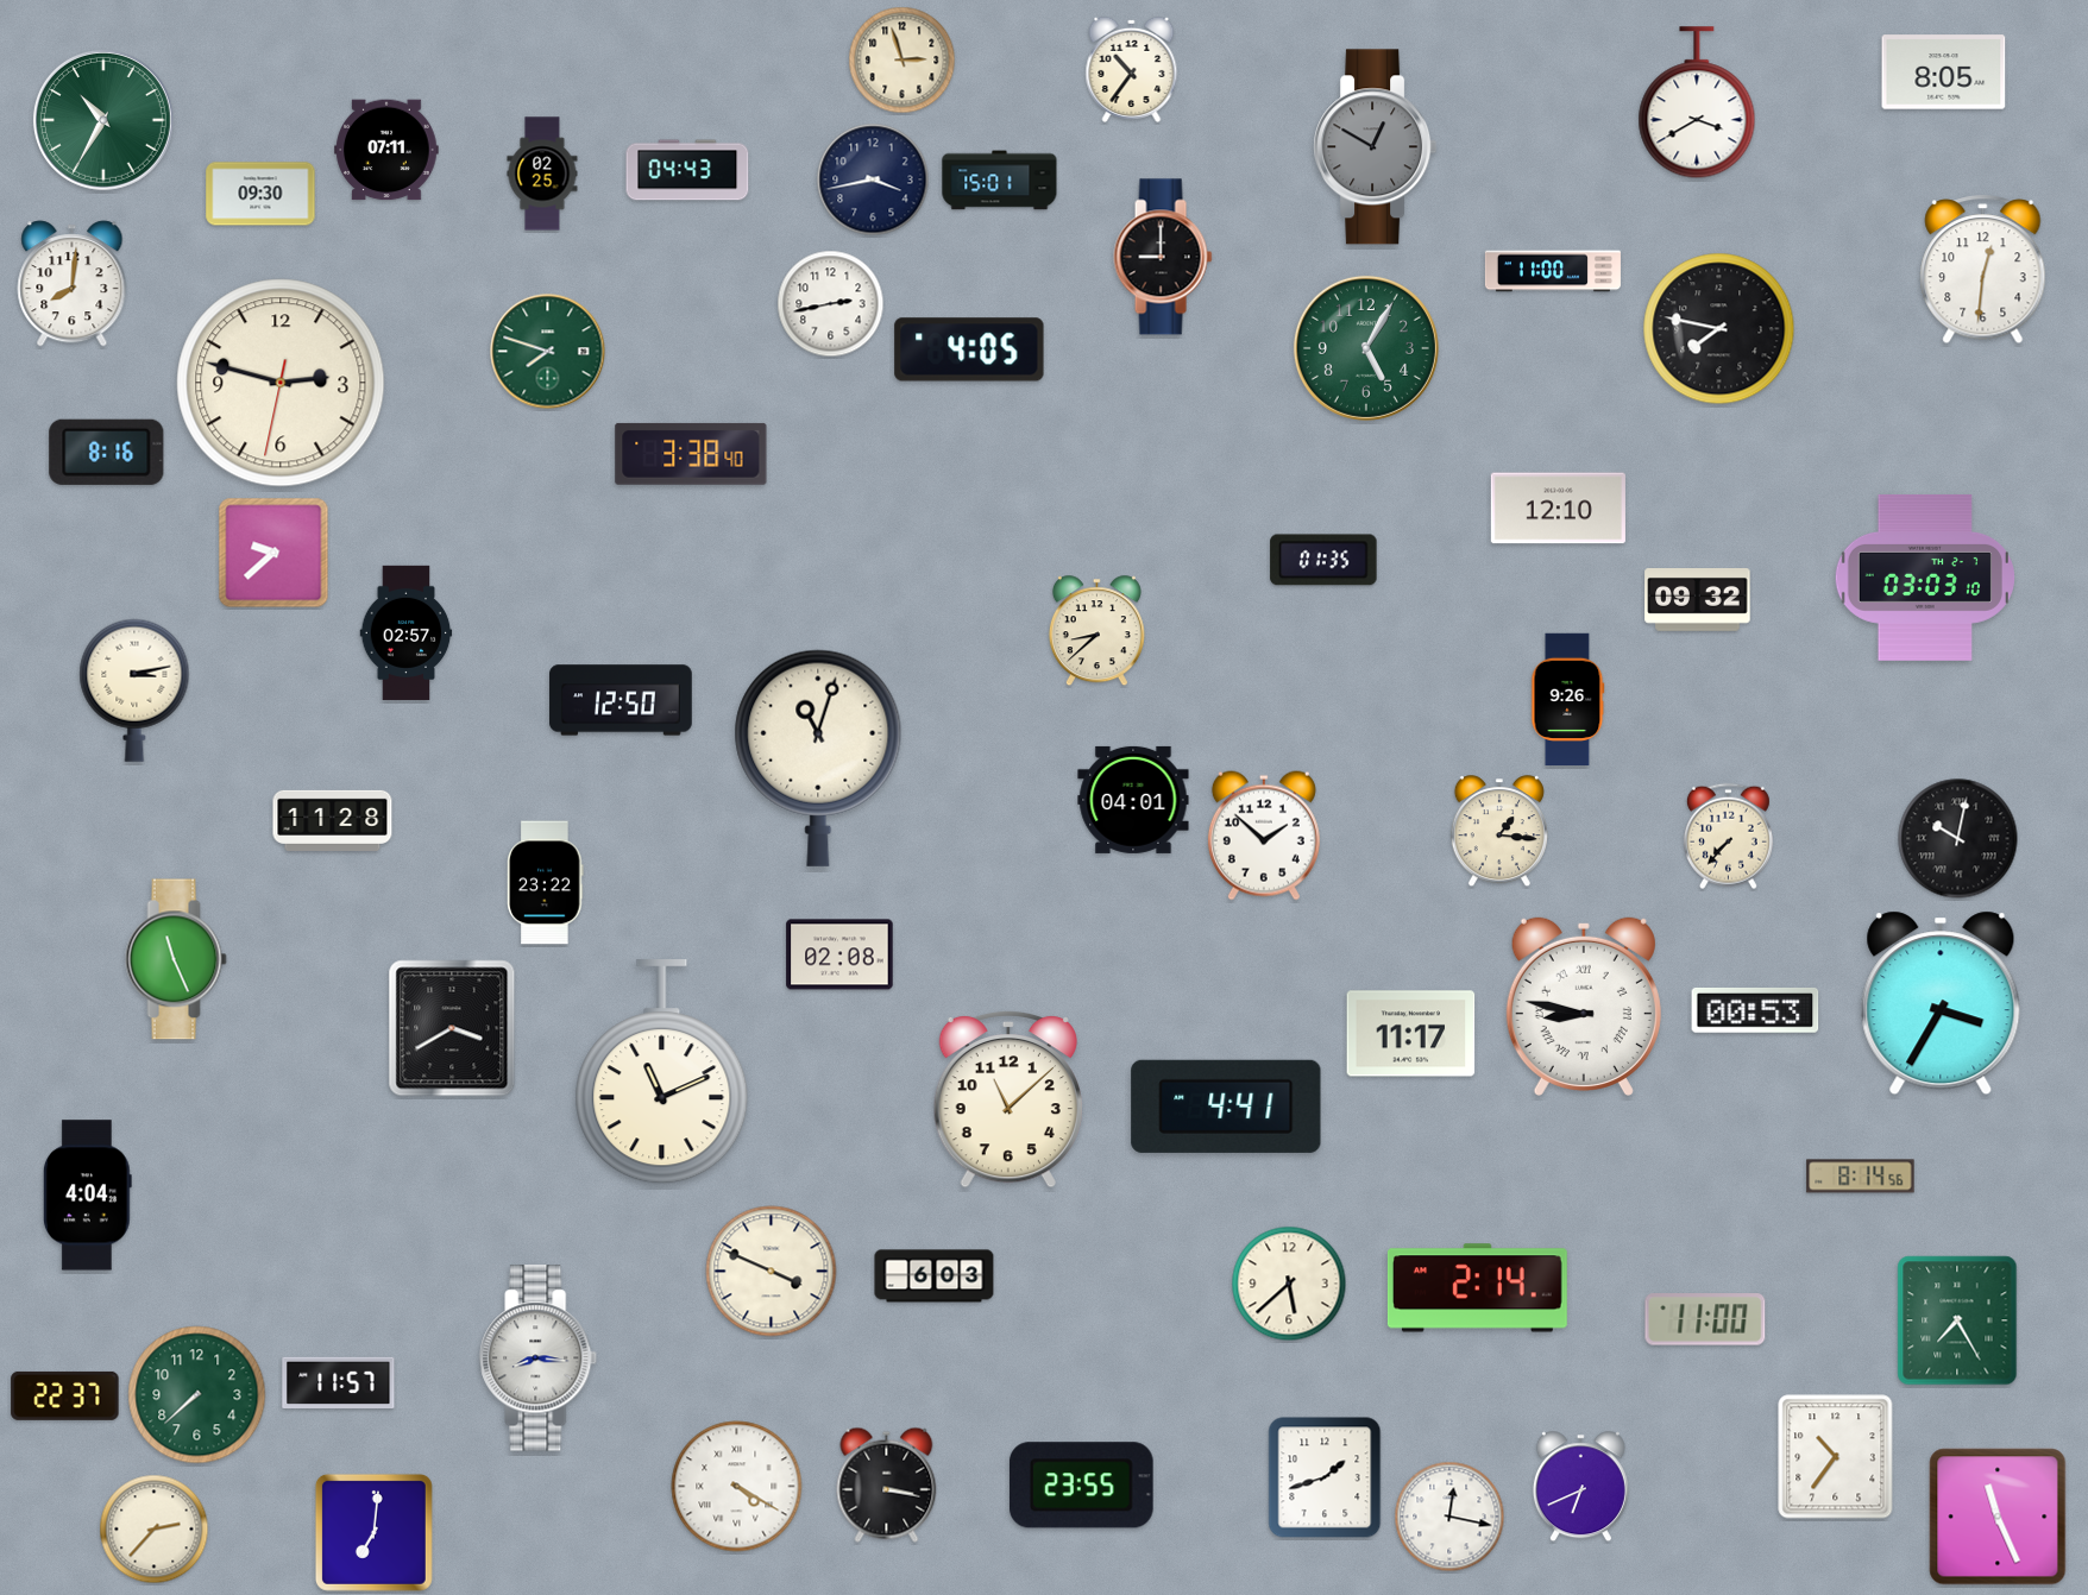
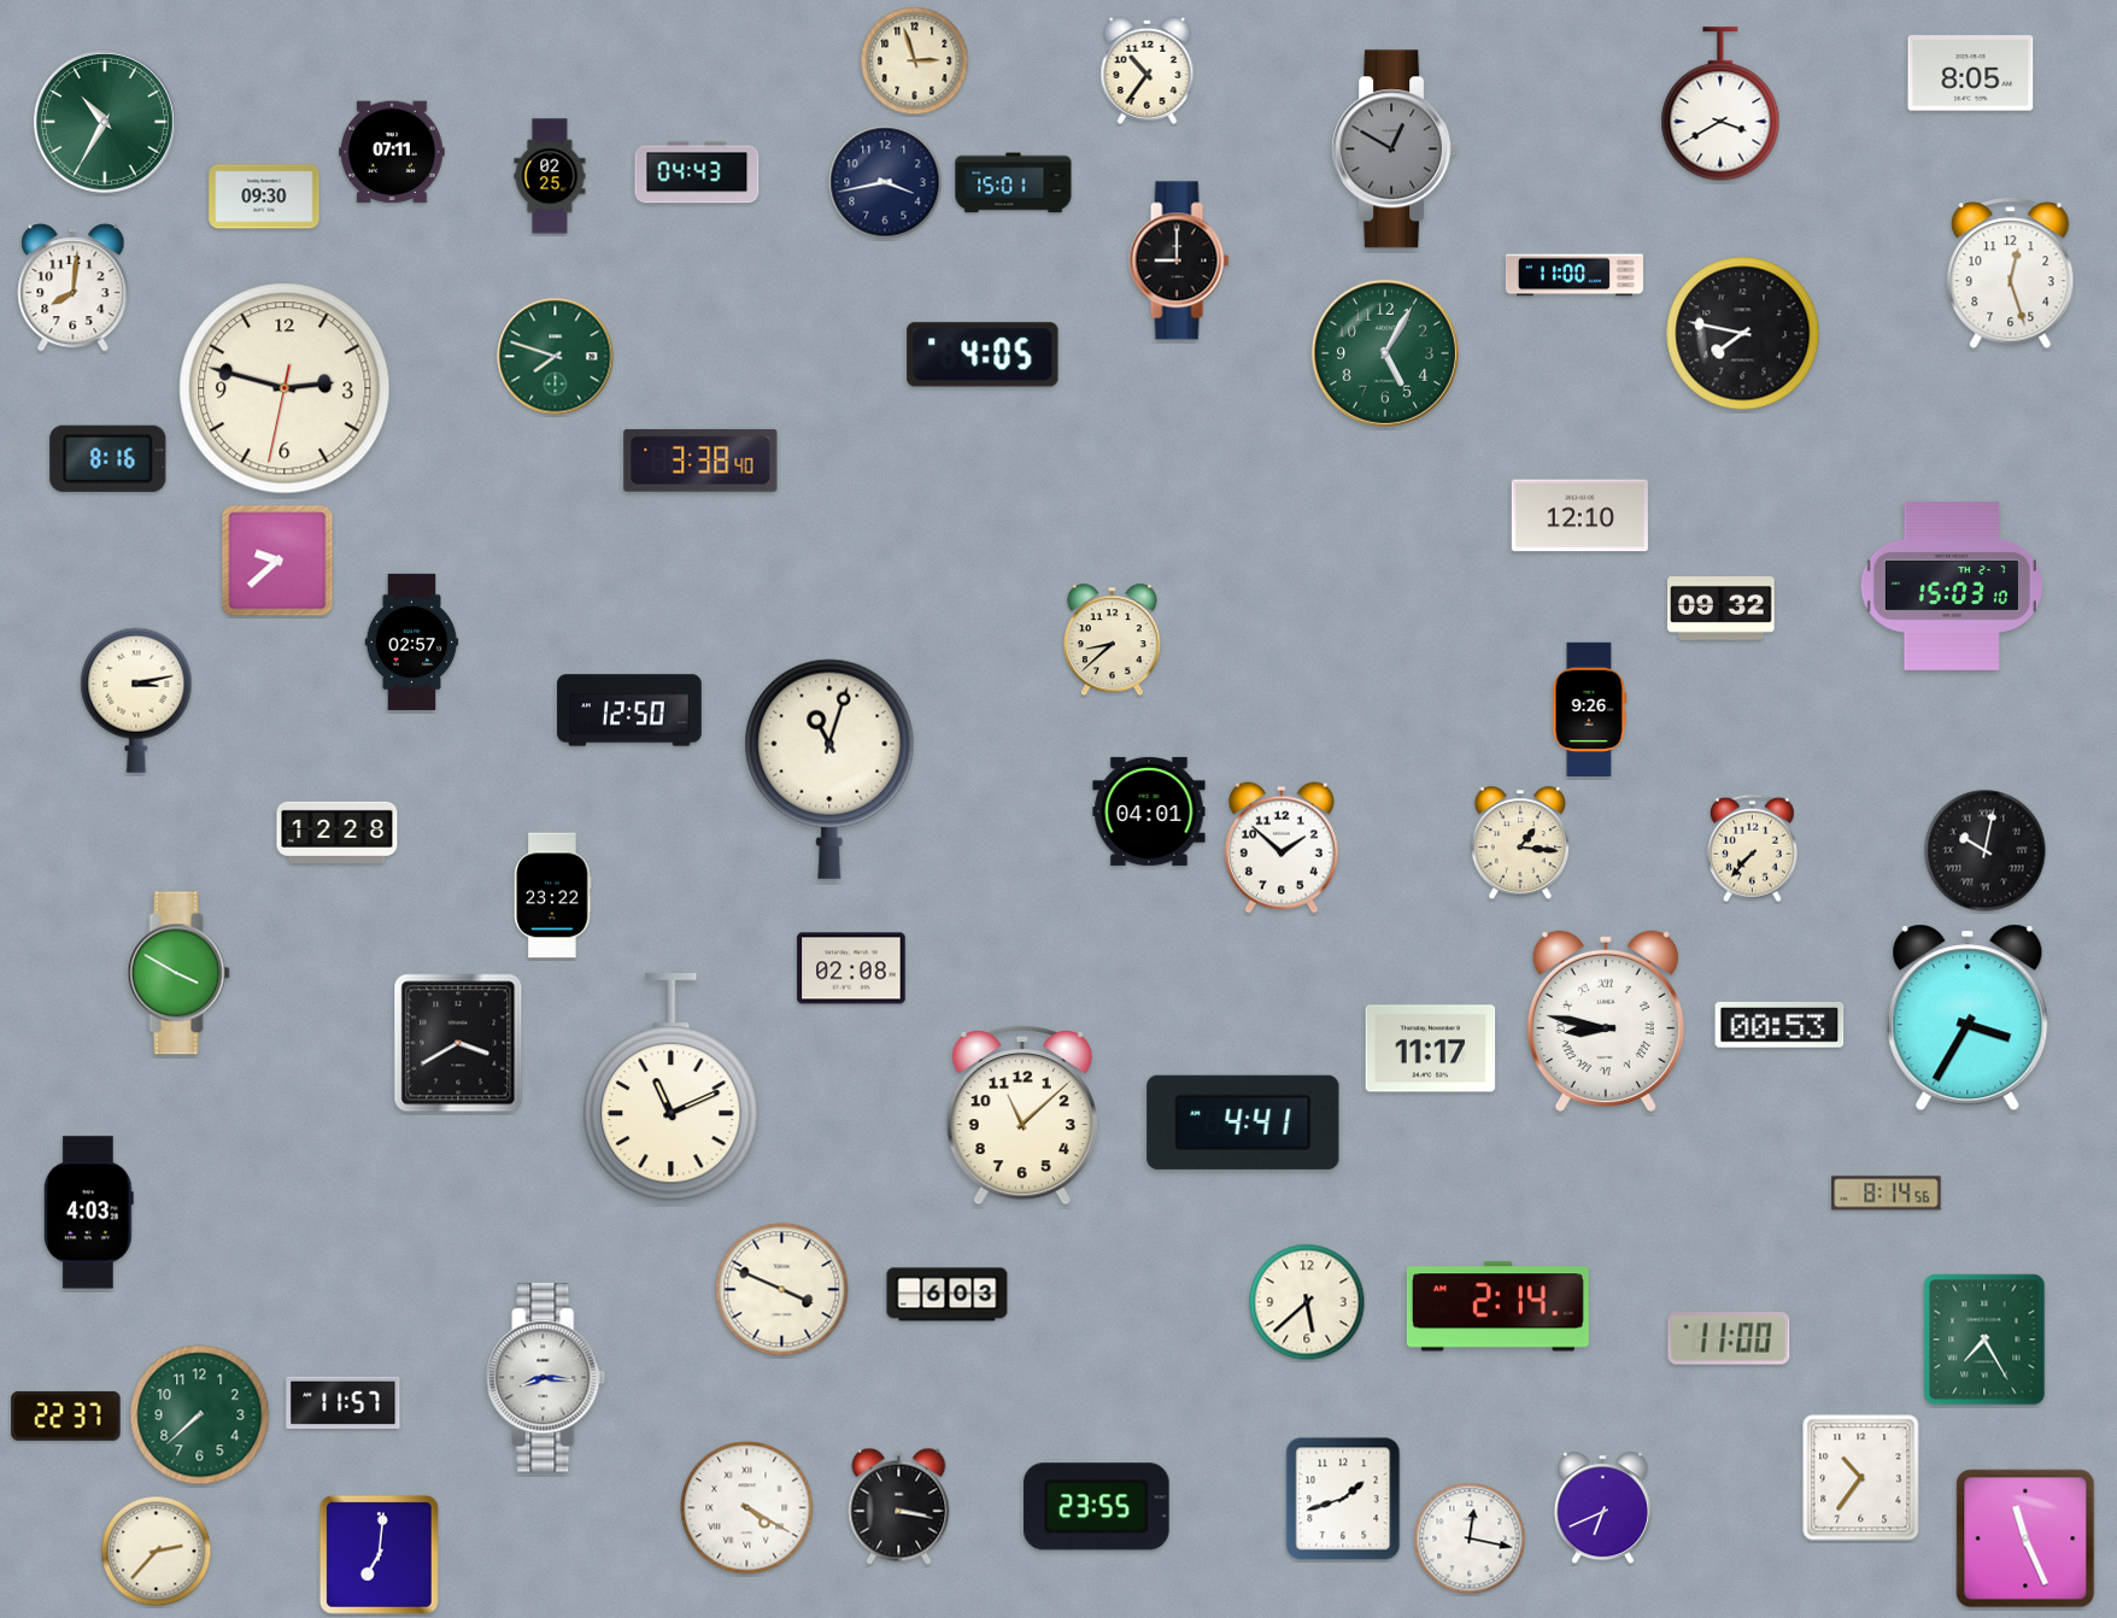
clock at (1983, 270): 12:31 -> 12:27
clock at (831, 304): 2:43 -> none
clock at (1323, 560): 01:35 -> none
clock at (1925, 578): 03:03 -> 15:03
clock at (333, 820): 11:28 -> 12:28
clock at (176, 959): 11:26 -> 3:50
clock at (87, 1196): 4:04 -> 4:03
